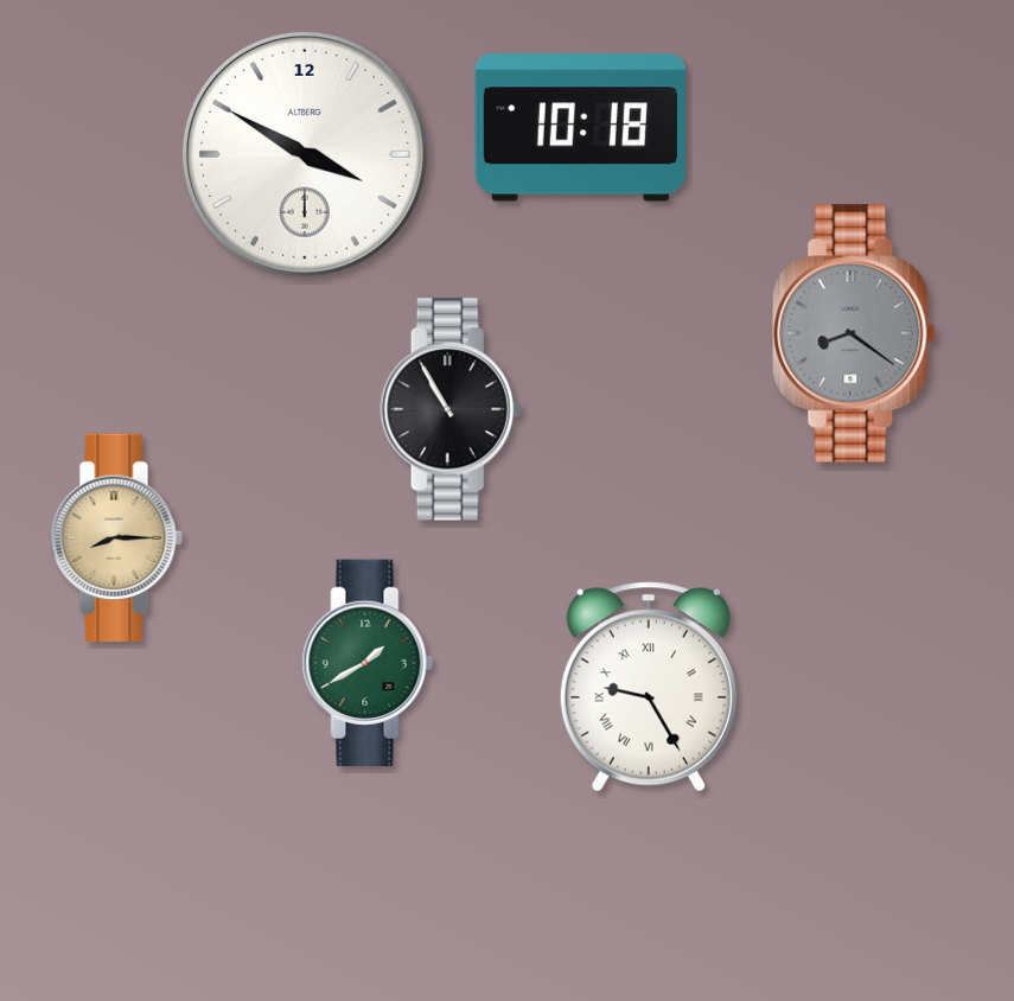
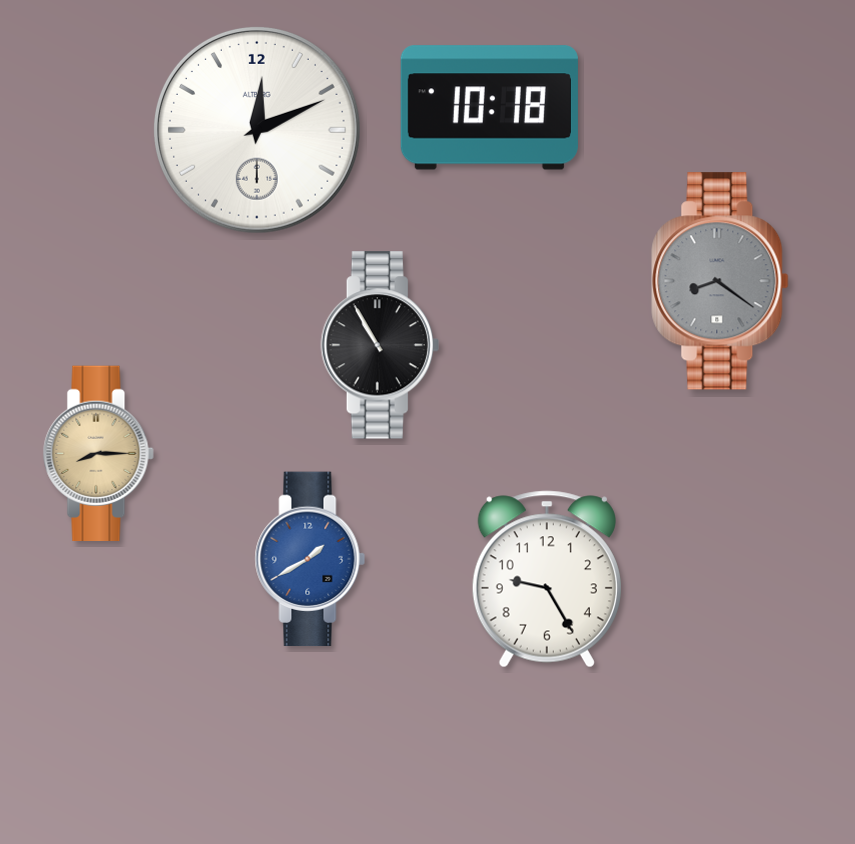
clock at (306, 155): 3:50 -> 12:11
clock at (368, 663) dial: green -> blue
clock at (649, 687) numerals: Roman -> Arabic
